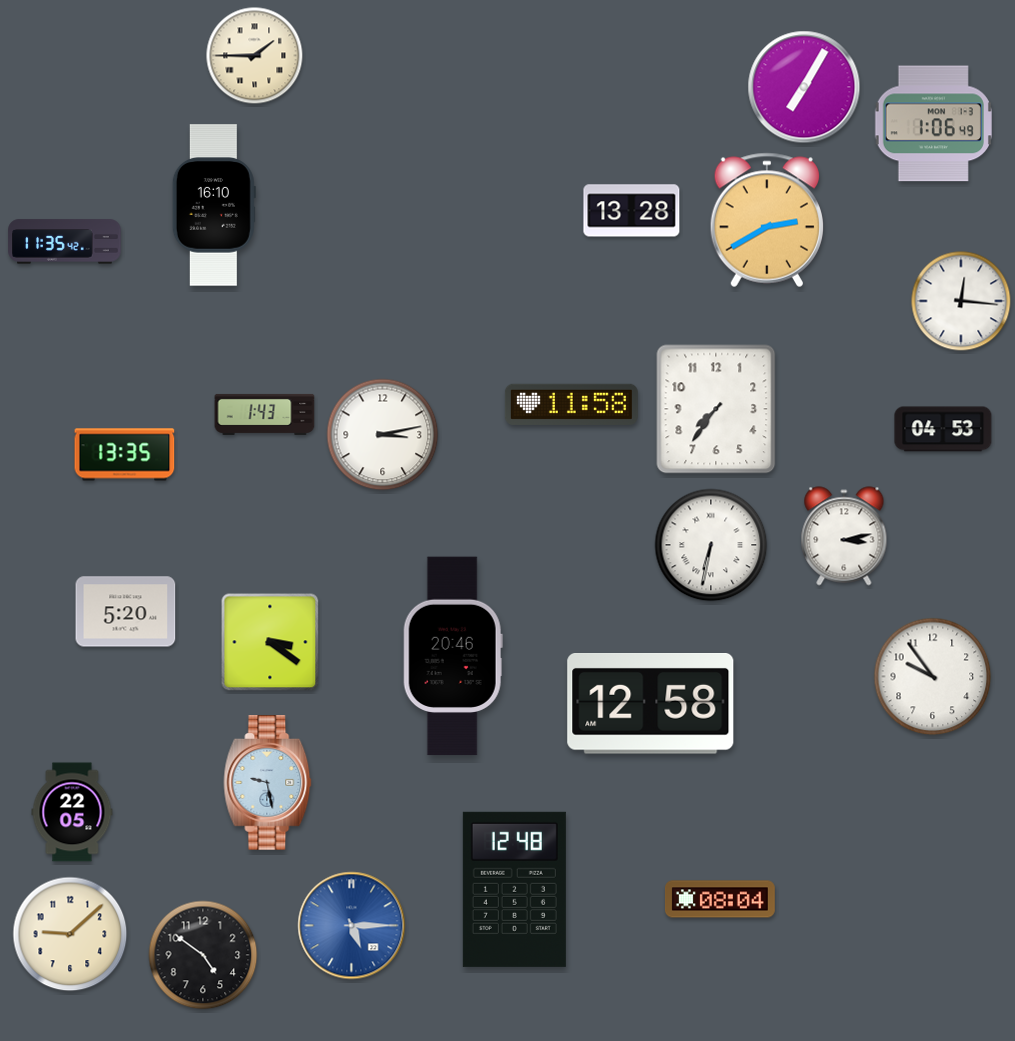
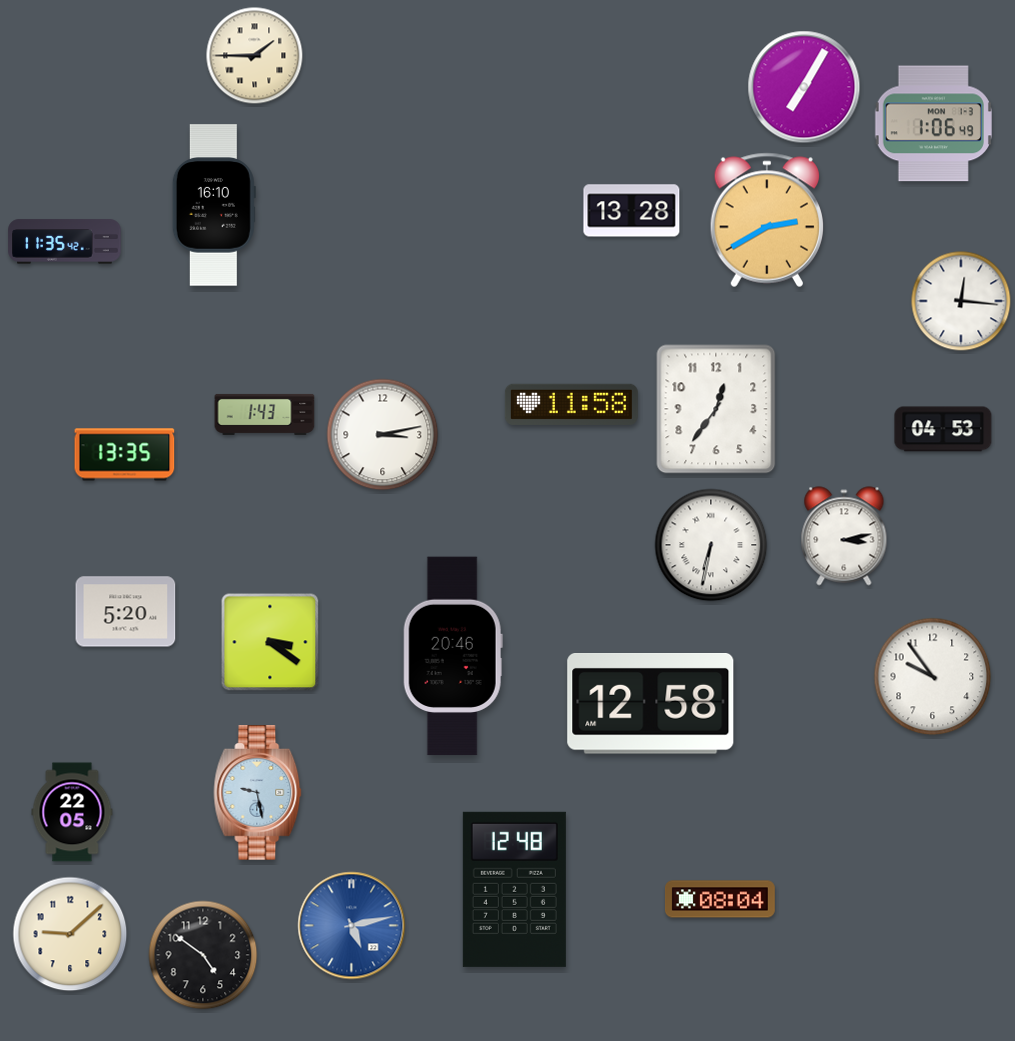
clock at (716, 409): 7:36 -> 12:36
clock at (268, 783) position: (268, 783) -> (258, 793)
clock at (352, 926): 5:15 -> 5:13
